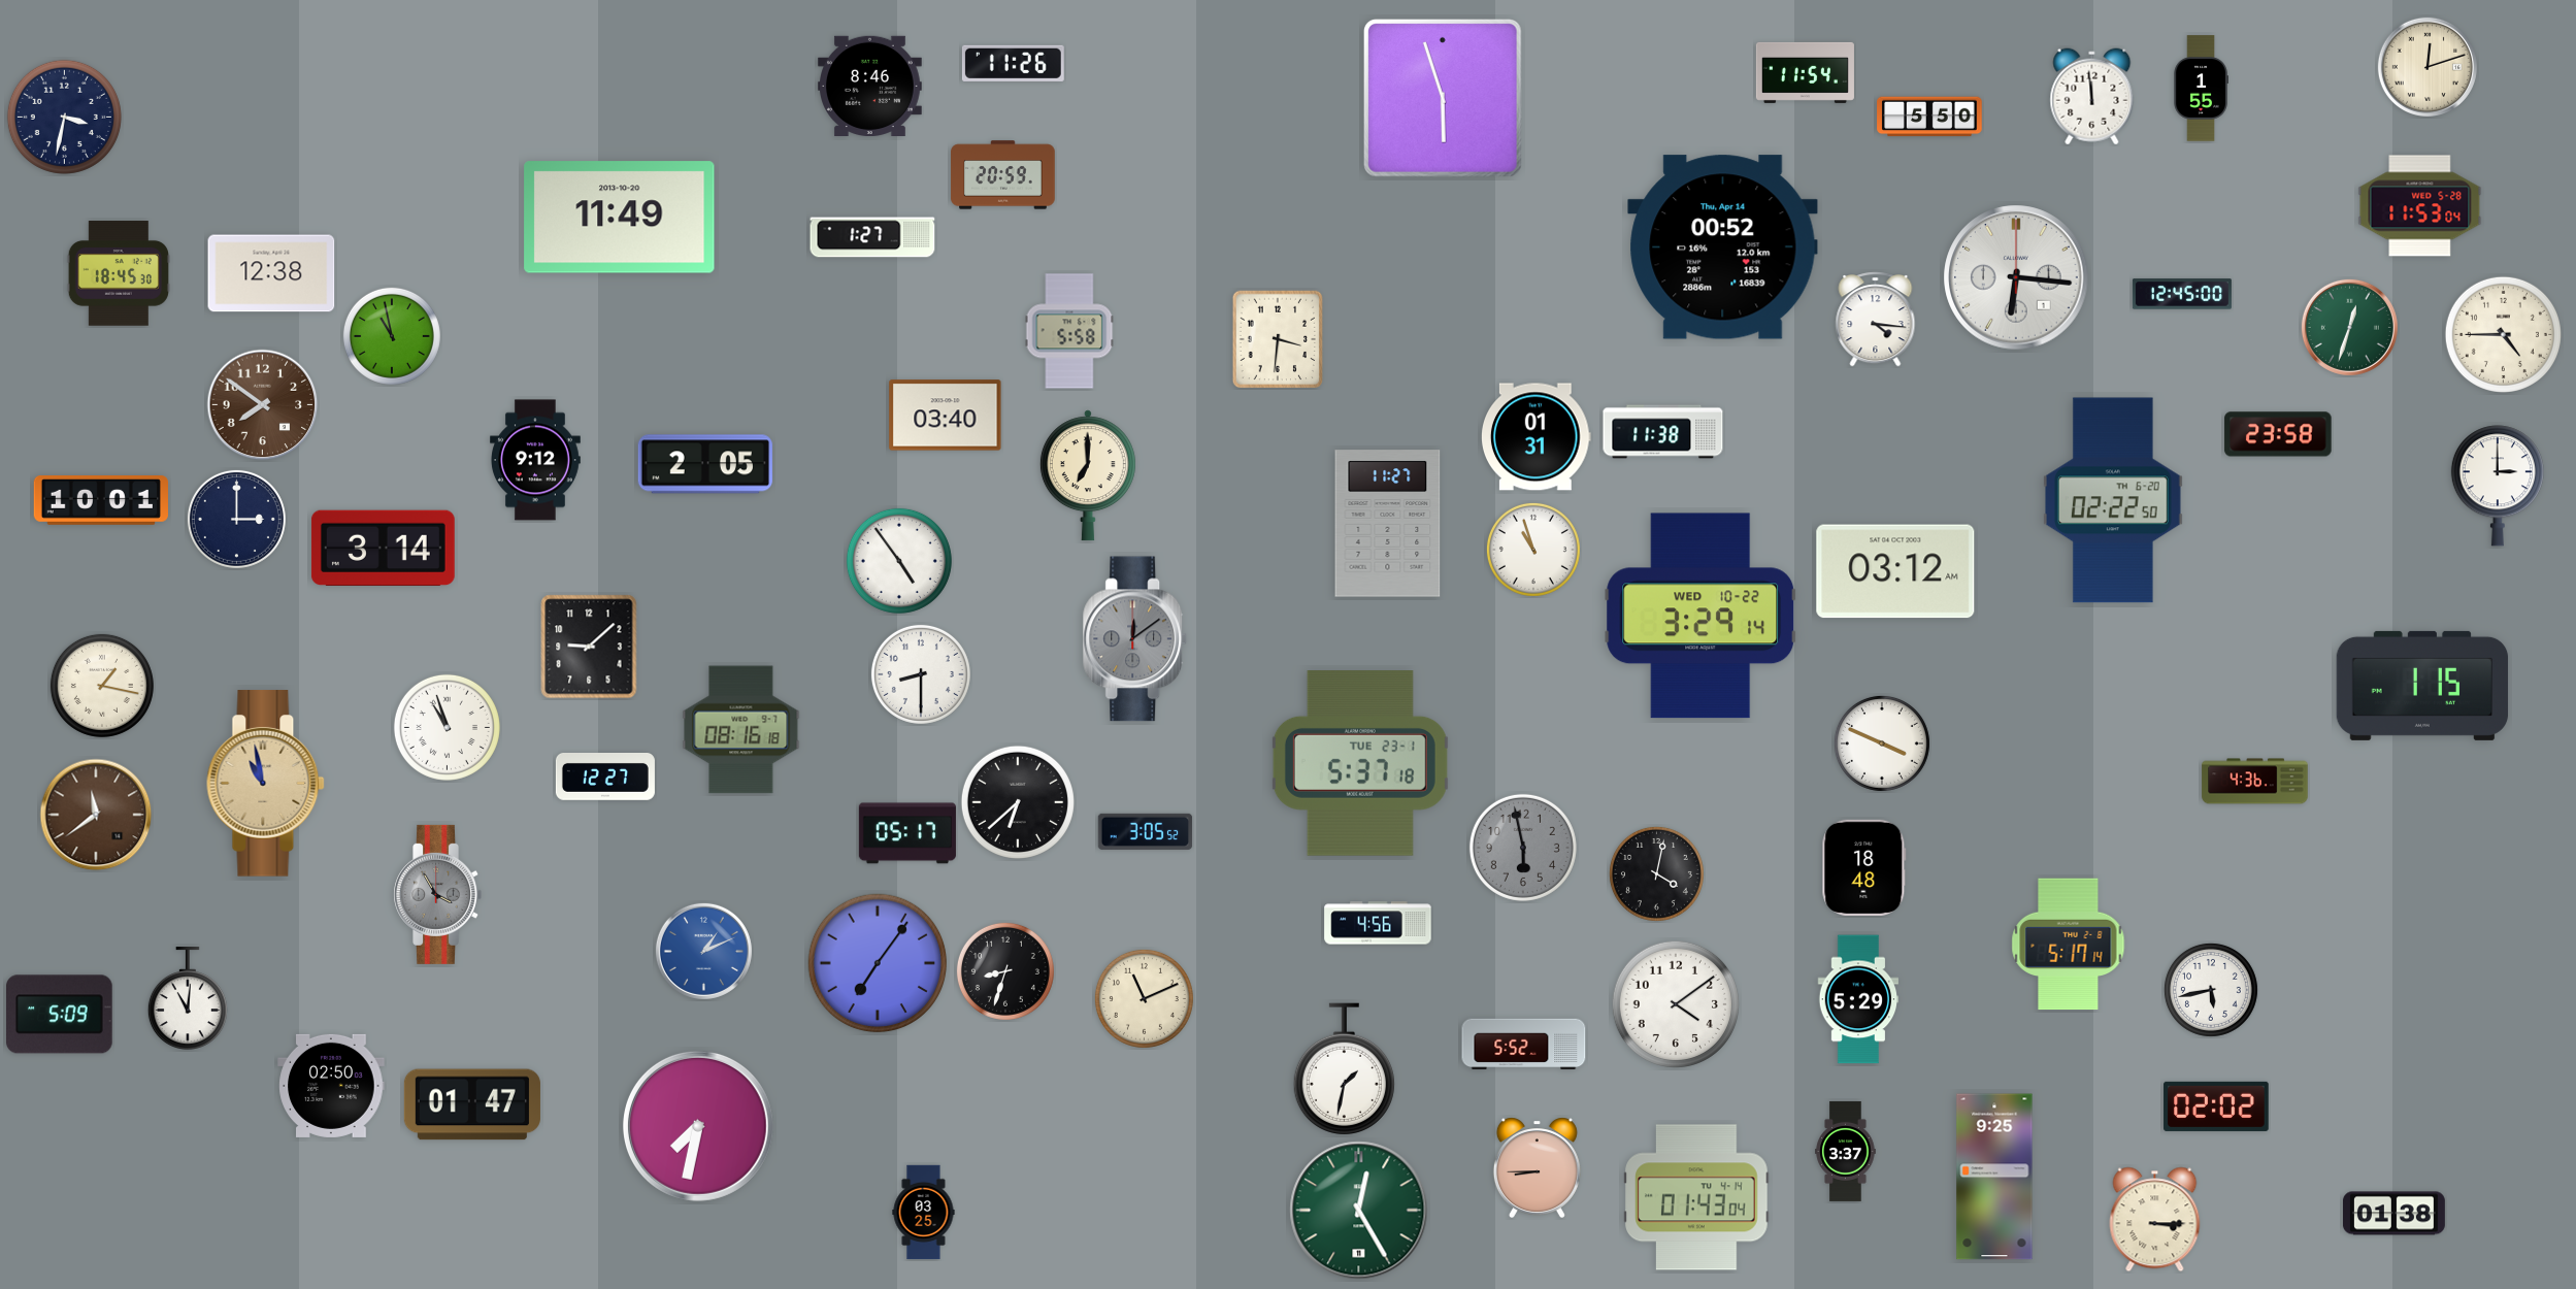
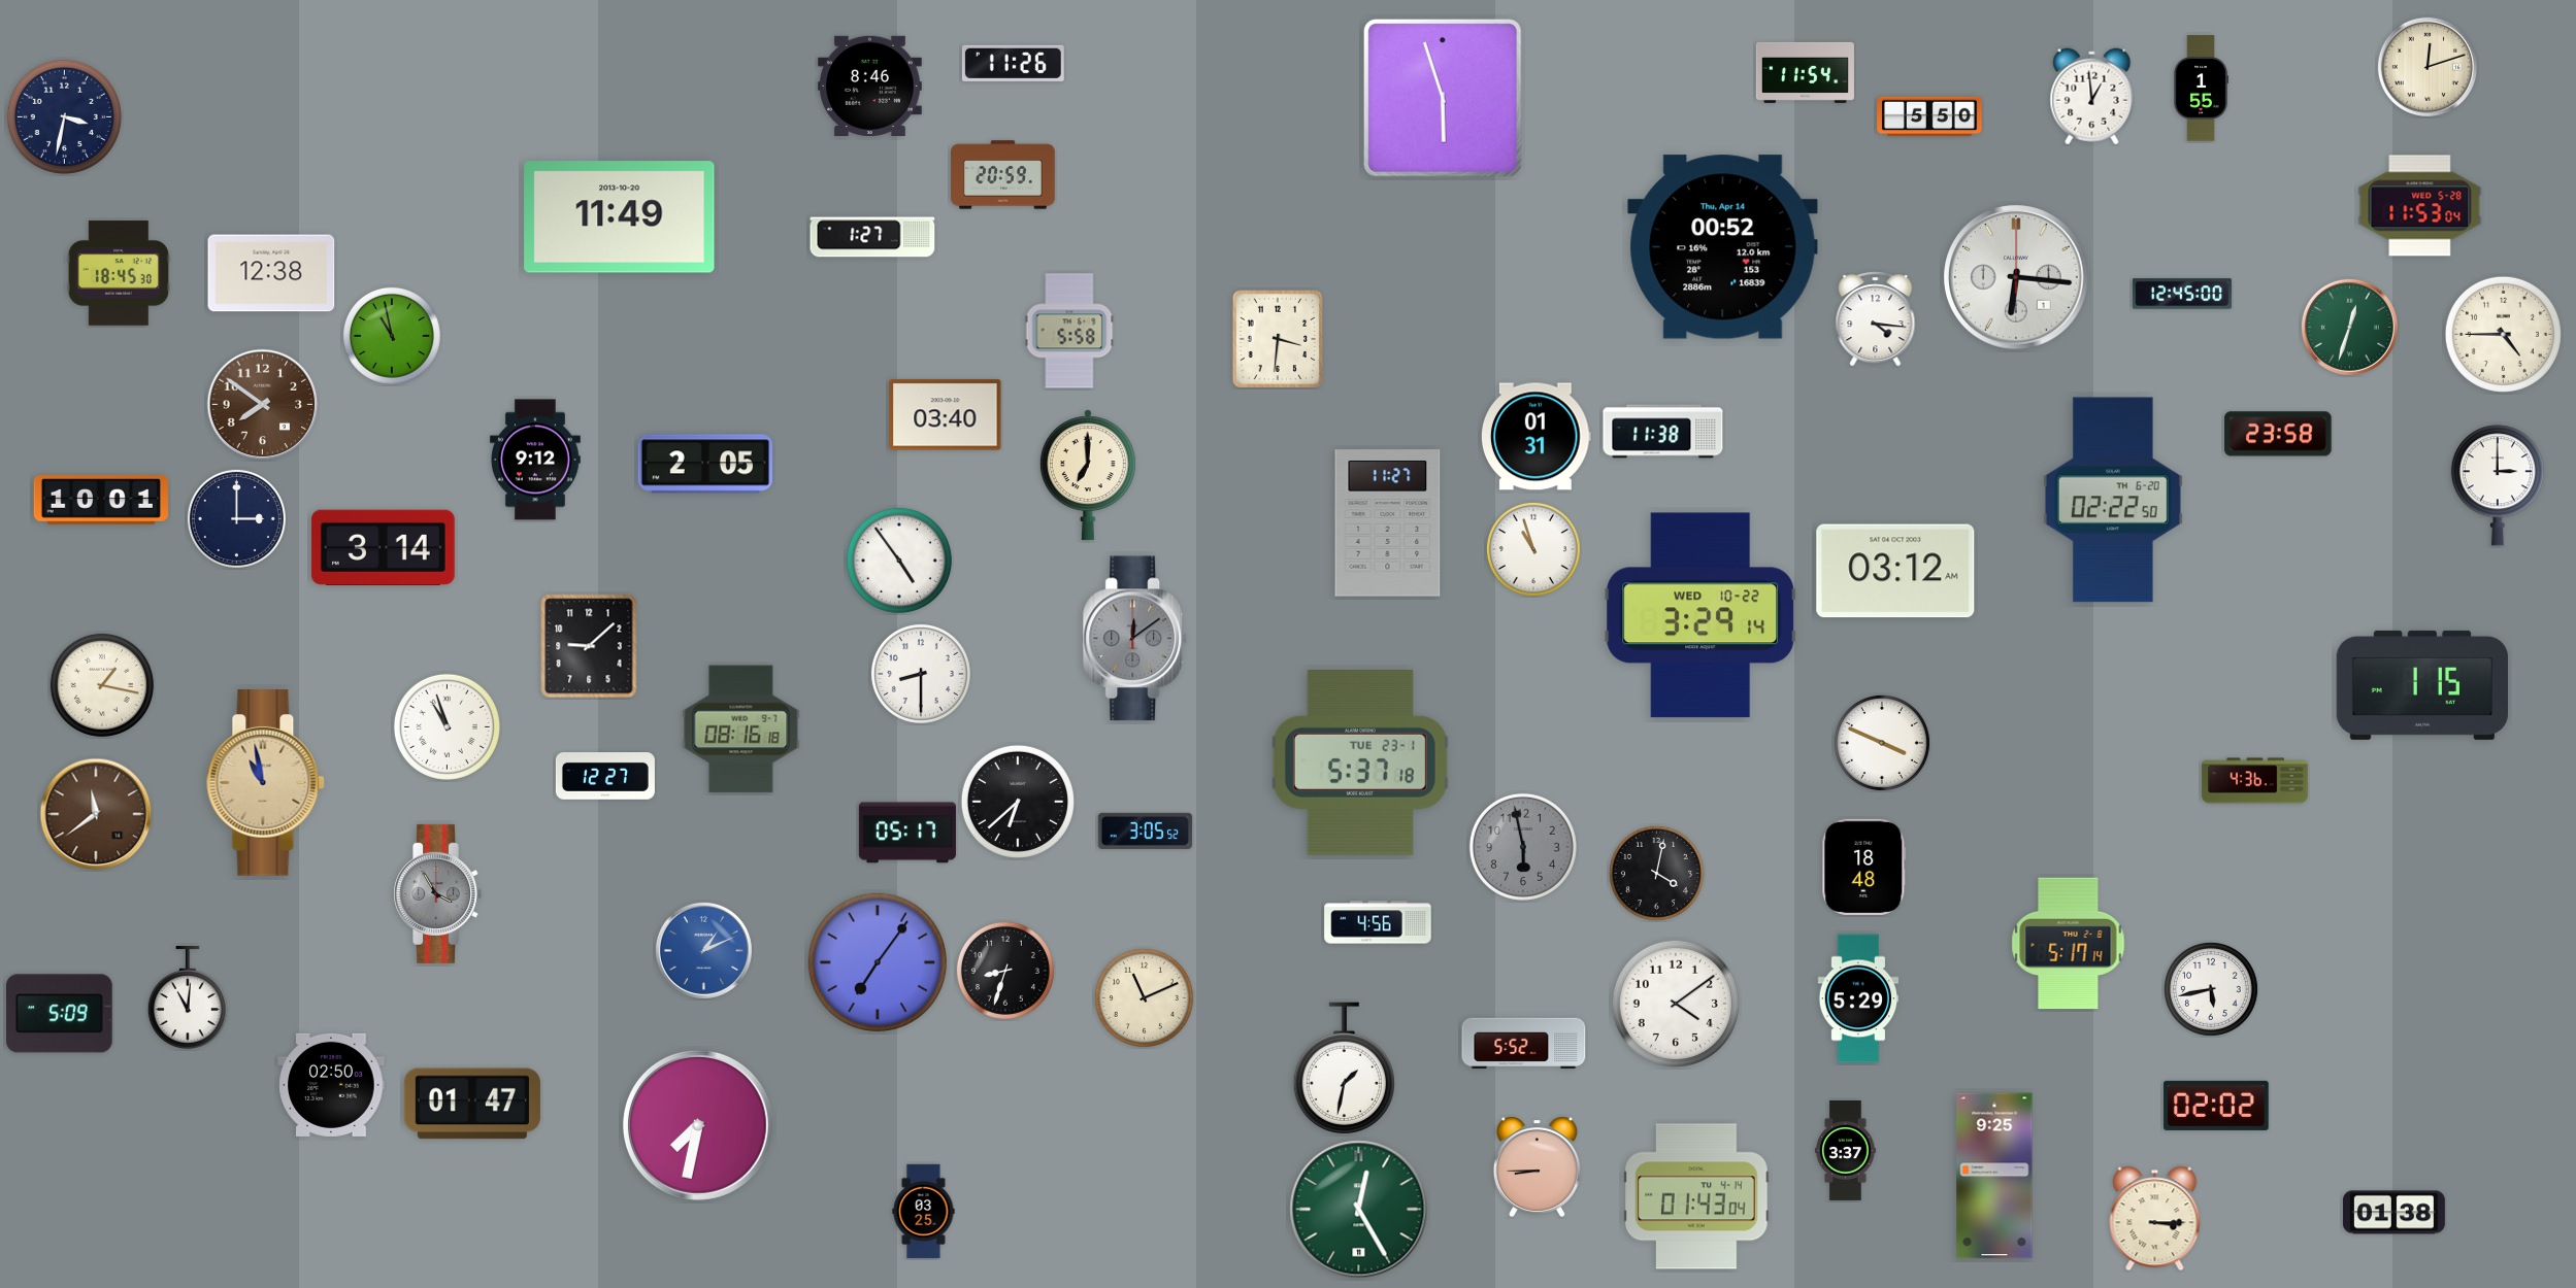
clock at (2092, 97): 11:59 -> 12:59
